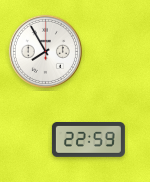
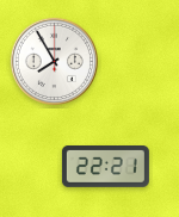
clock at (88, 140): 22:59 -> 22:21
